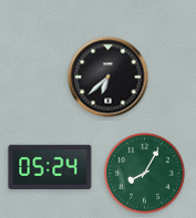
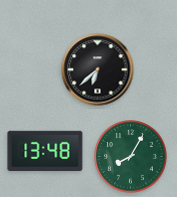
clock at (50, 166): 05:24 -> 13:48
